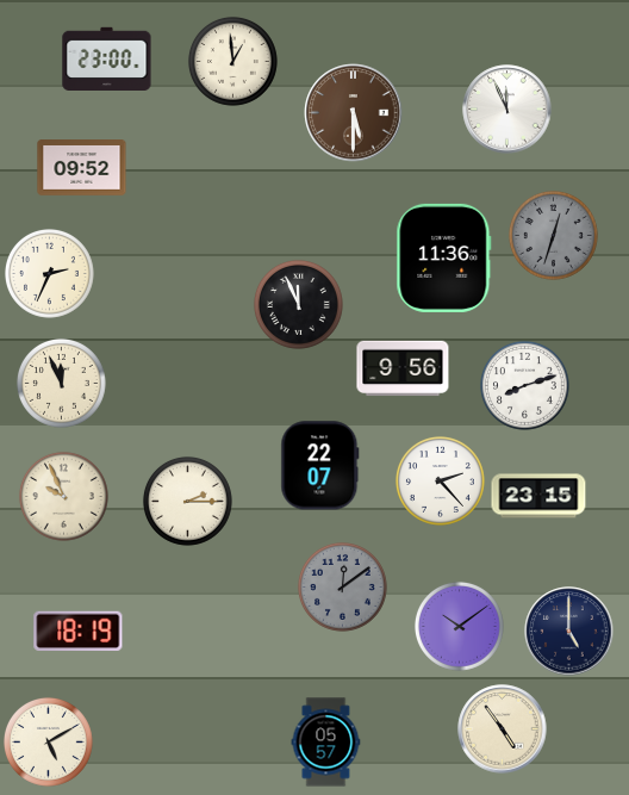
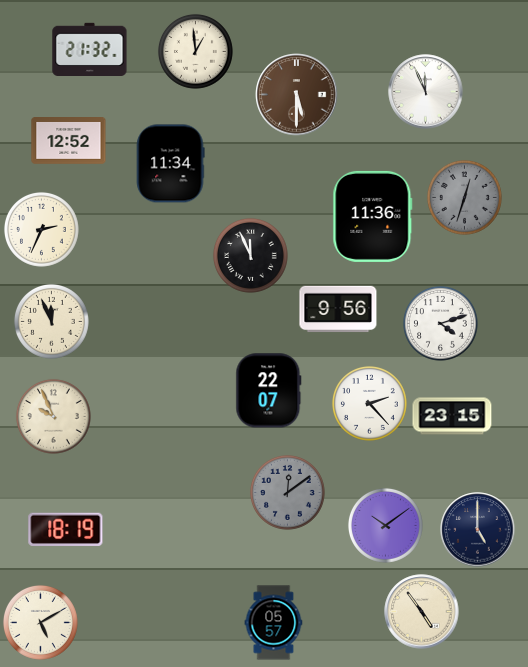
clock at (107, 58): 23:00 -> 21:32
clock at (82, 168): 09:52 -> 12:52
clock at (170, 164): none -> 11:34
clock at (524, 385): 8:12 -> 4:12
clock at (187, 501): 2:15 -> none
